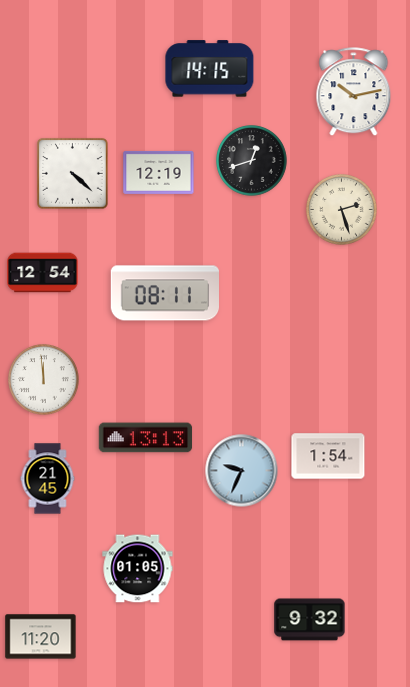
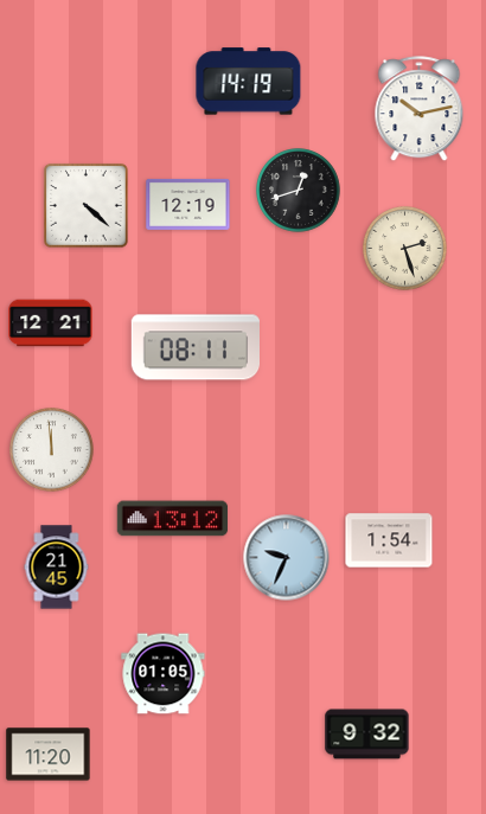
clock at (210, 69): 14:15 -> 14:19
clock at (43, 273): 12:54 -> 12:21
clock at (146, 438): 13:13 -> 13:12
